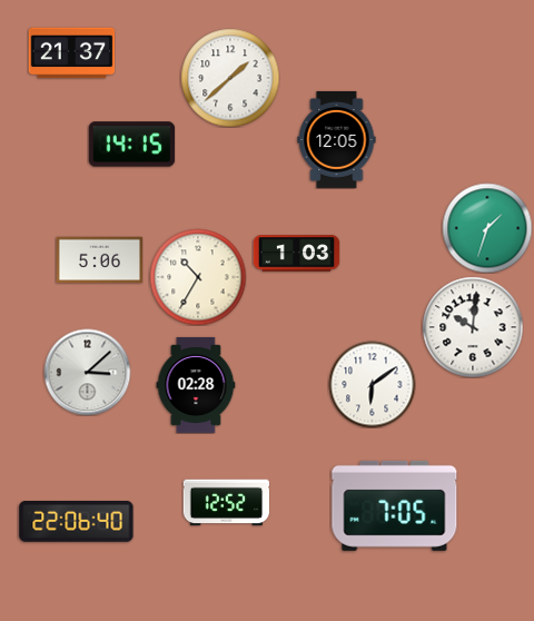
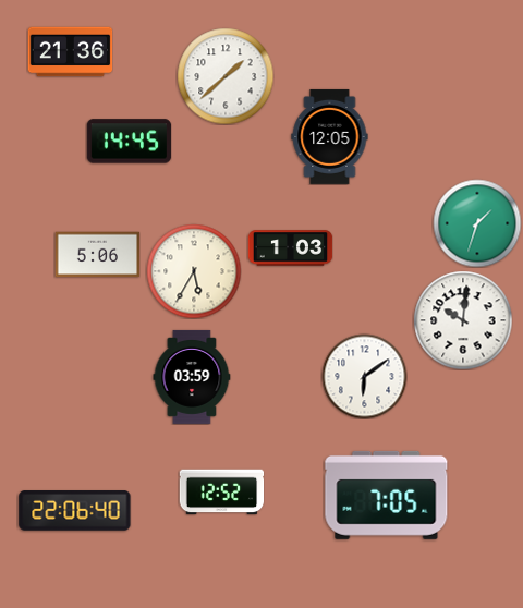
clock at (71, 53): 21:37 -> 21:36
clock at (131, 145): 14:15 -> 14:45
clock at (198, 277): 10:35 -> 5:35
clock at (87, 372): 3:08 -> none
clock at (196, 385): 02:28 -> 03:59
